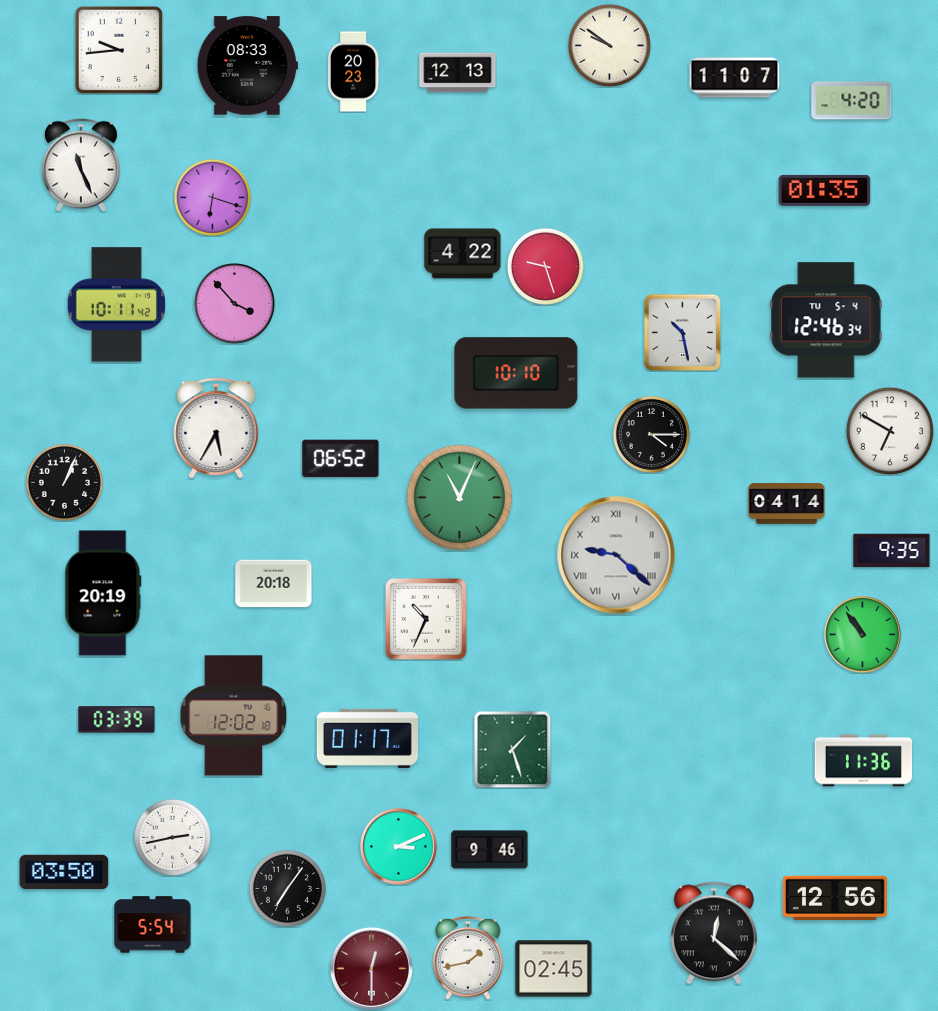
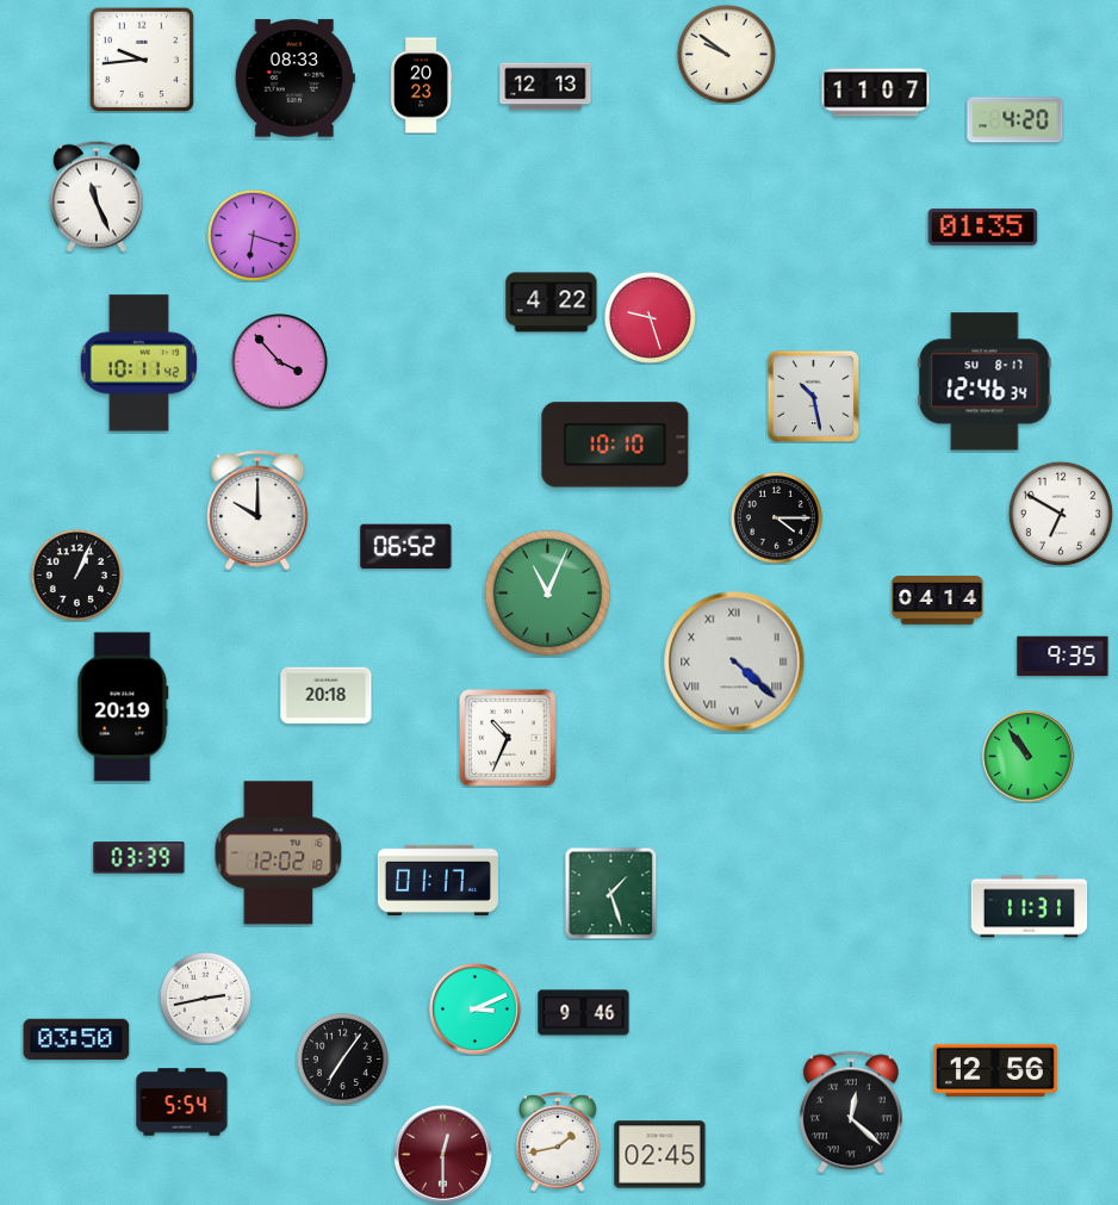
clock at (826, 320) date: TU 5-4 -> SU 8-17
clock at (216, 428): 5:35 -> 10:00
clock at (616, 555): 9:22 -> 4:22
clock at (864, 761): 11:36 -> 11:31
